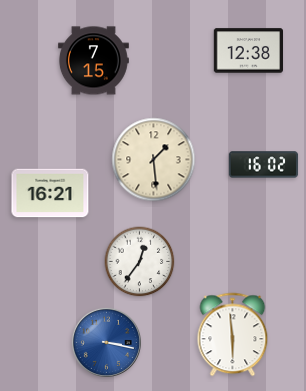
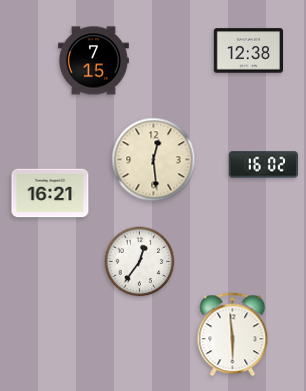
clock at (154, 160): 1:29 -> 12:29
clock at (106, 342): 3:17 -> none
